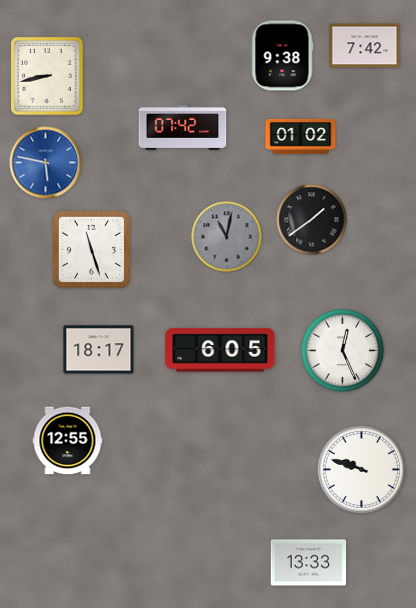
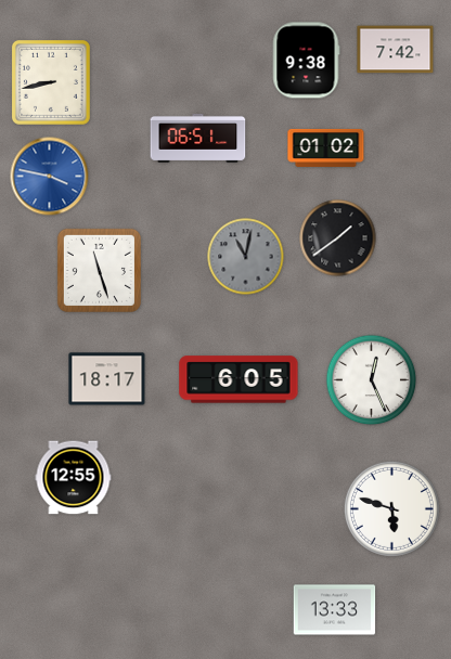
clock at (183, 127): 07:42 -> 06:51
clock at (46, 163): 5:47 -> 3:47
clock at (361, 469): 9:48 -> 5:48
